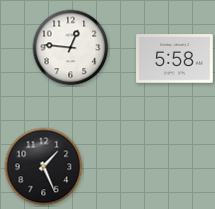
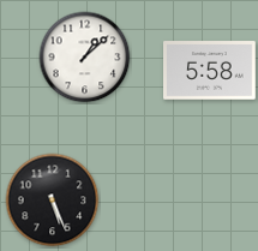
clock at (71, 48): 12:46 -> 1:08
clock at (44, 167): 1:26 -> 5:26
